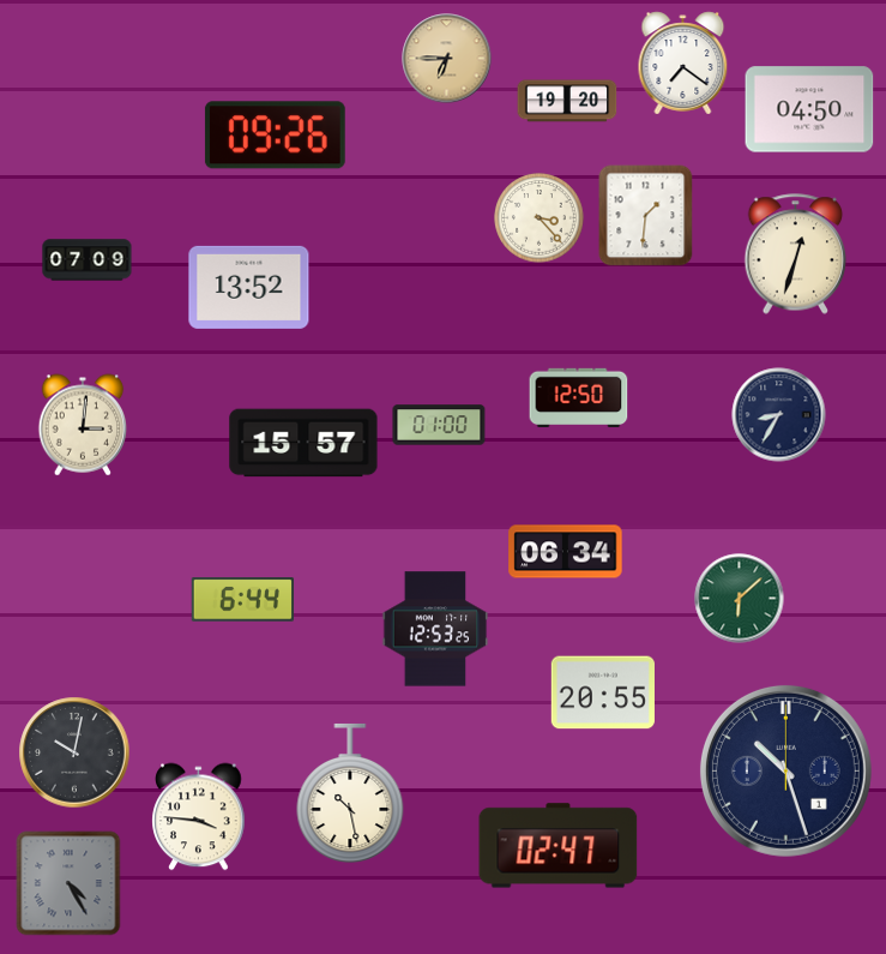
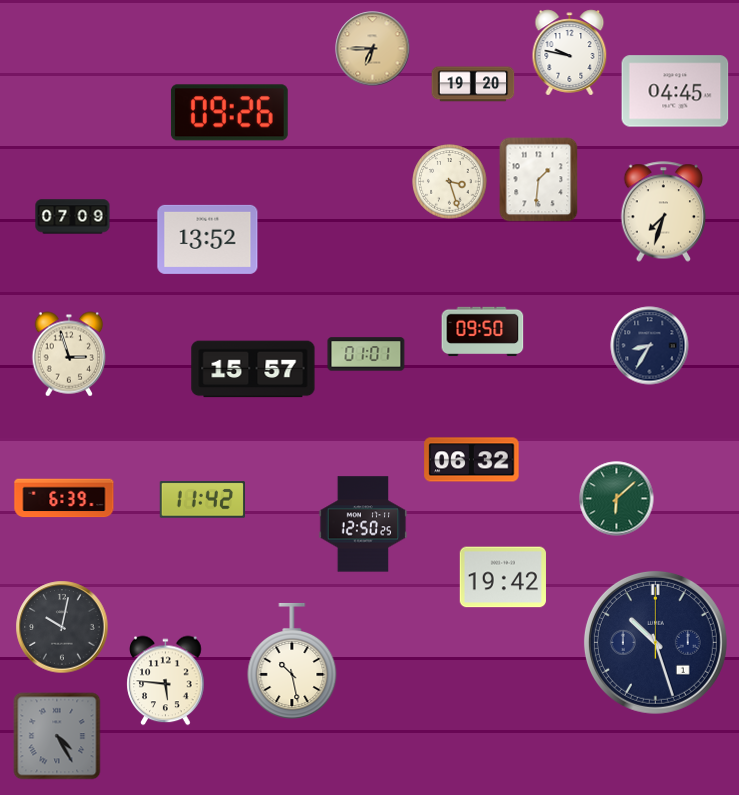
clock at (683, 64): 7:21 -> 9:47
clock at (809, 109): 04:50 -> 04:45
clock at (540, 218): 3:23 -> 3:27
clock at (796, 254): 12:33 -> 7:33
clock at (579, 398): 12:50 -> 09:50
clock at (83, 425): 3:01 -> 2:57
clock at (439, 425): 01:00 -> 01:01
clock at (566, 552): 06:34 -> 06:32
clock at (64, 498): none -> 6:39
clock at (242, 600): 6:44 -> 11:42
clock at (435, 629): 12:53 -> 12:50
clock at (603, 692): 20:55 -> 19:42
clock at (199, 817): 3:46 -> 5:46
clock at (559, 846): 02:47 -> none
